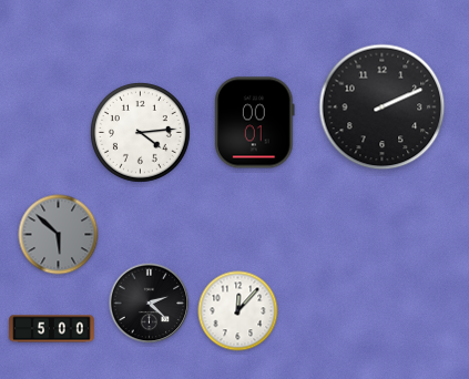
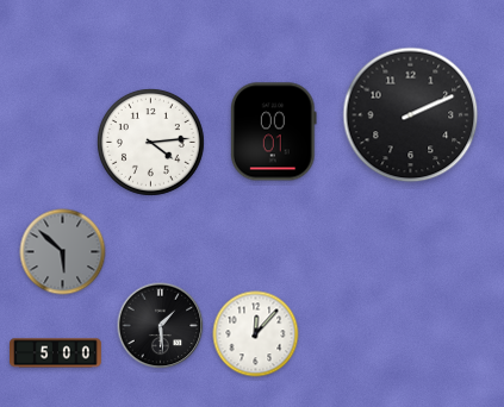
clock at (150, 304): 2:22 -> 1:29
